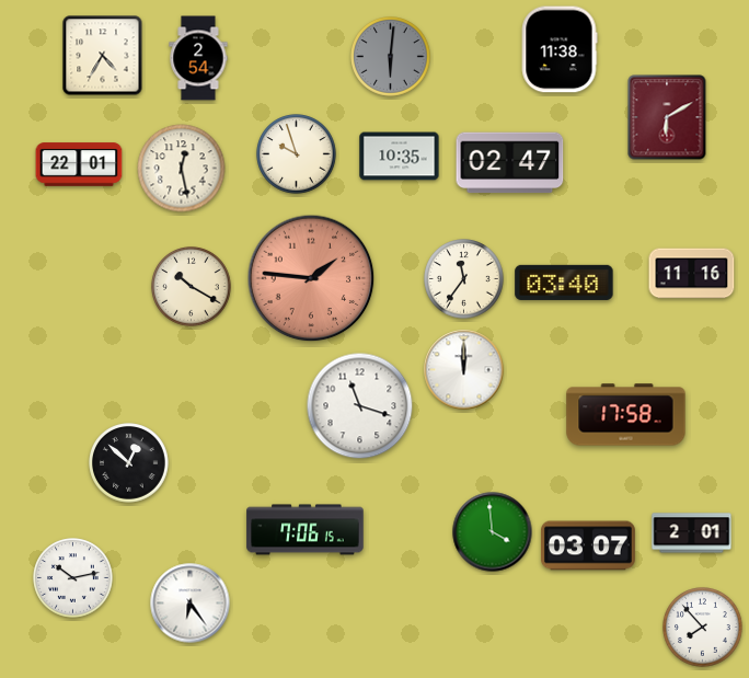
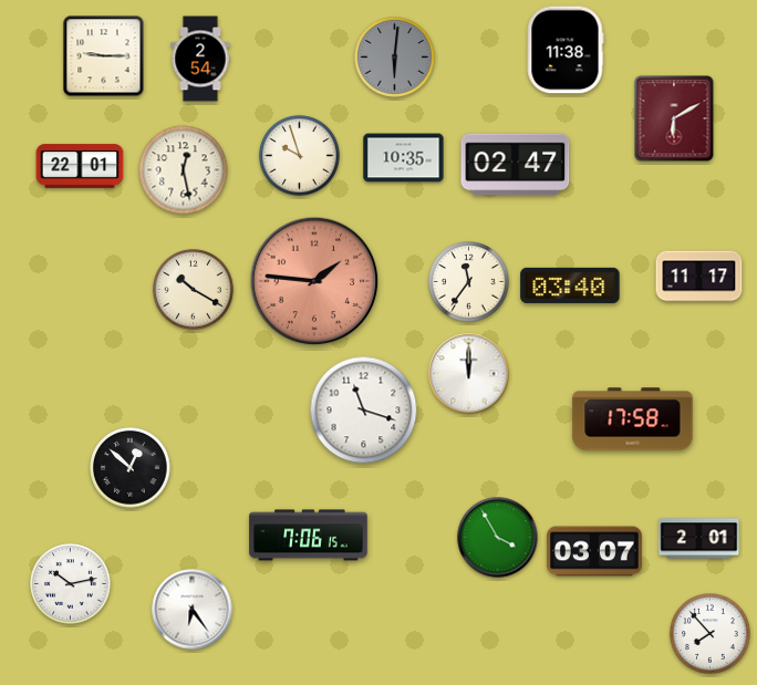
clock at (103, 56): 4:35 -> 9:15
clock at (692, 274): 11:16 -> 11:17
clock at (493, 532): 3:59 -> 3:55
clock at (73, 578) position: (73, 578) -> (71, 584)
